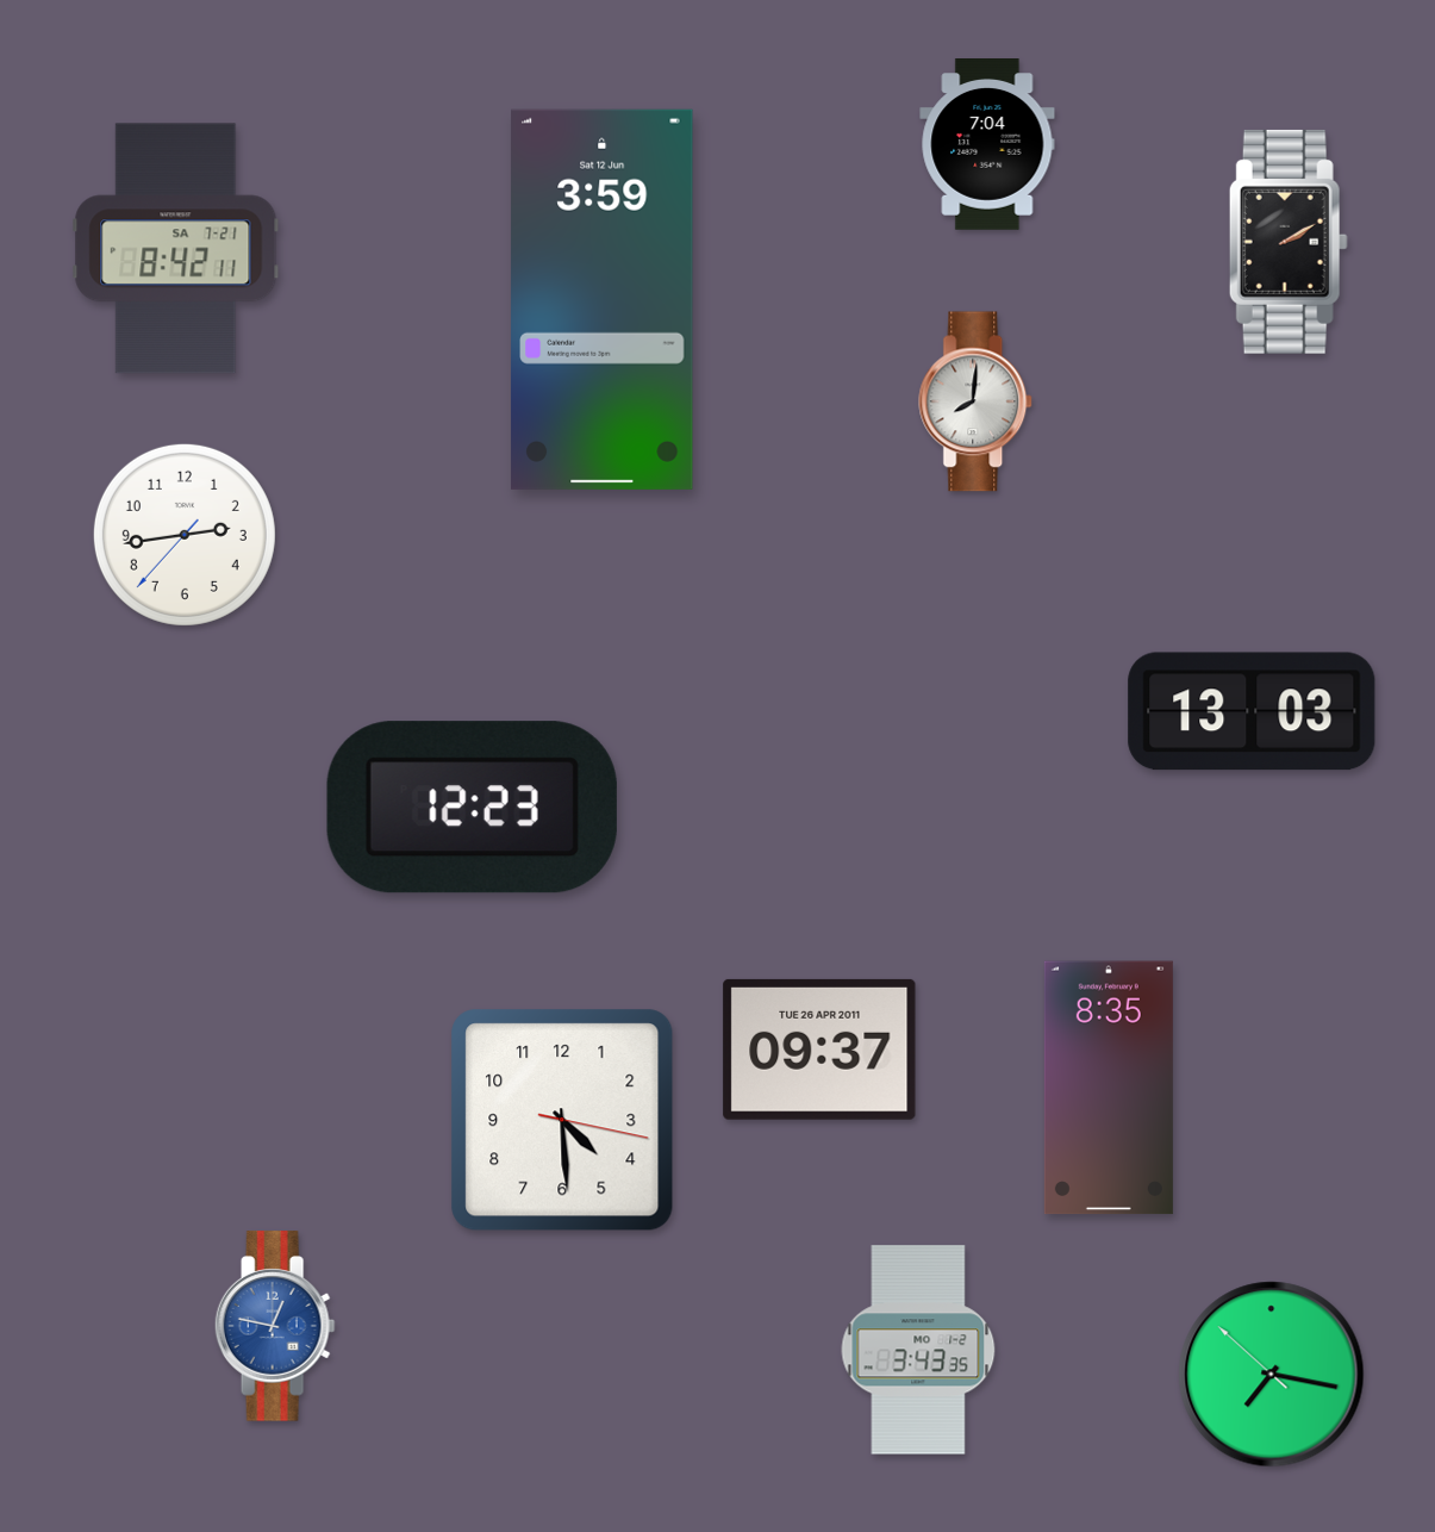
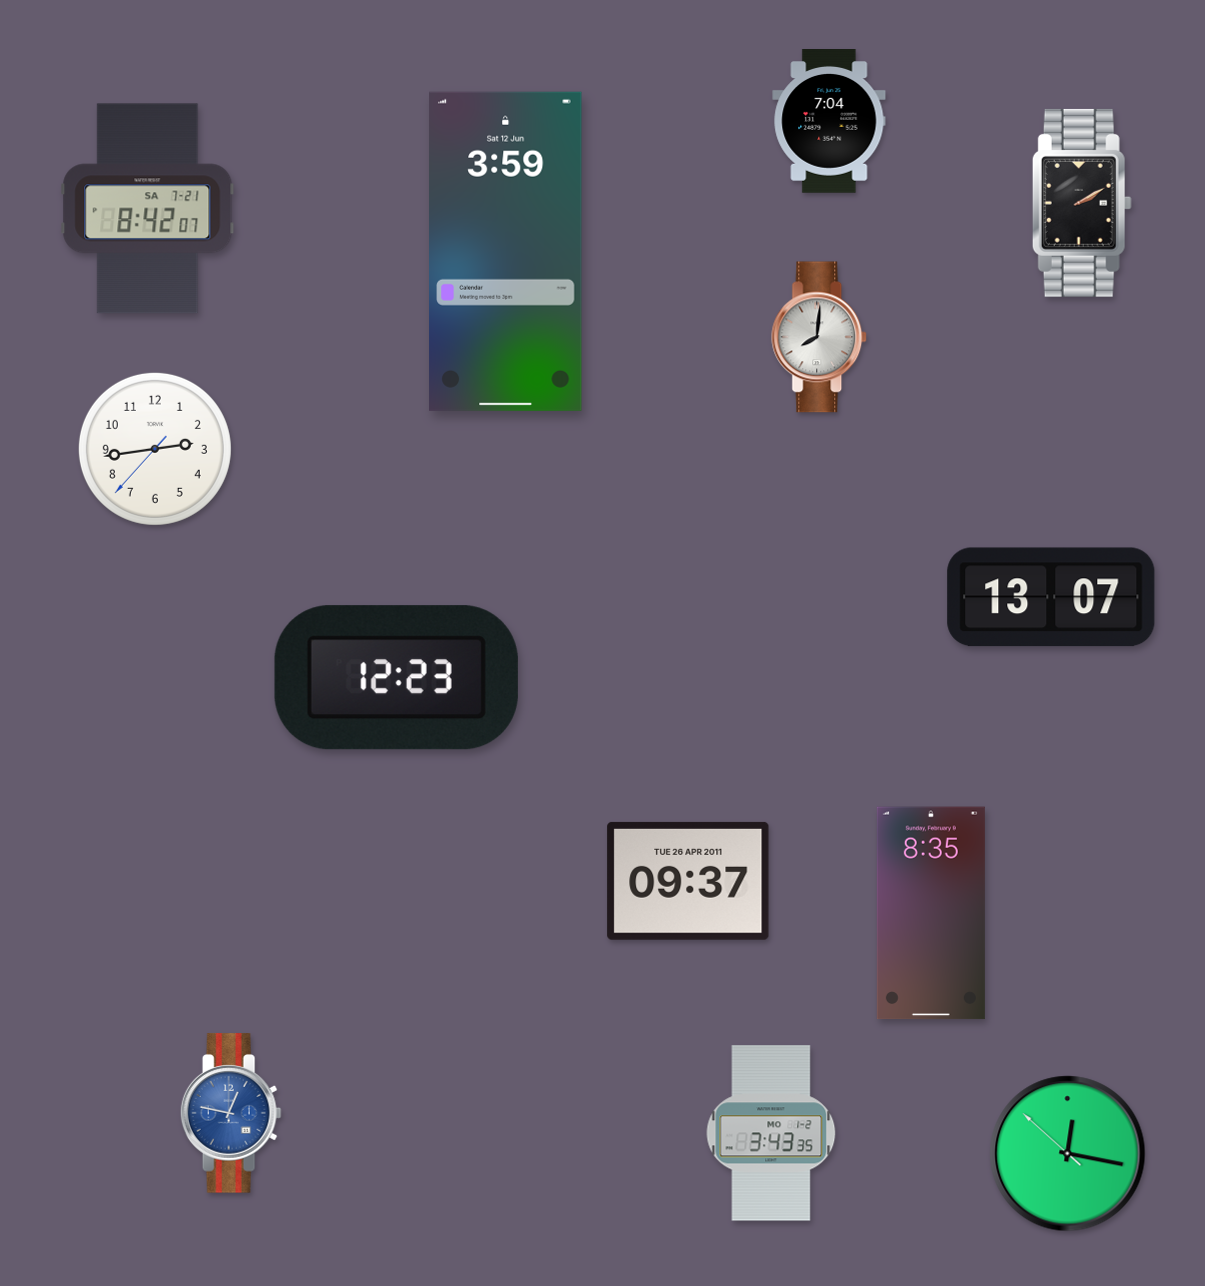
clock at (176, 249): 8:42:11 -> 8:42:07
clock at (1252, 711): 13:03 -> 13:07
clock at (562, 1120): 4:29 -> none
clock at (1272, 1375): 7:16 -> 12:16
